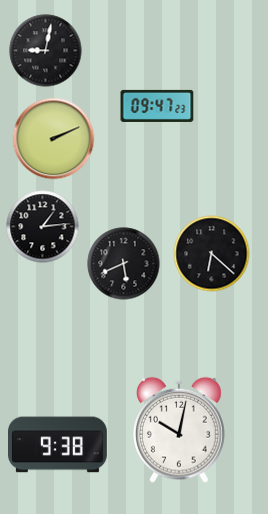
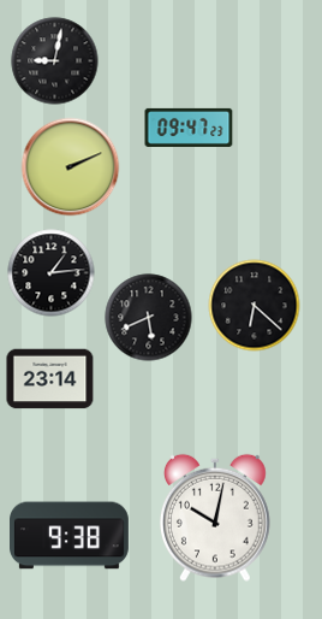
clock at (54, 139) position: (54, 139) -> (71, 167)
clock at (50, 379): none -> 23:14
